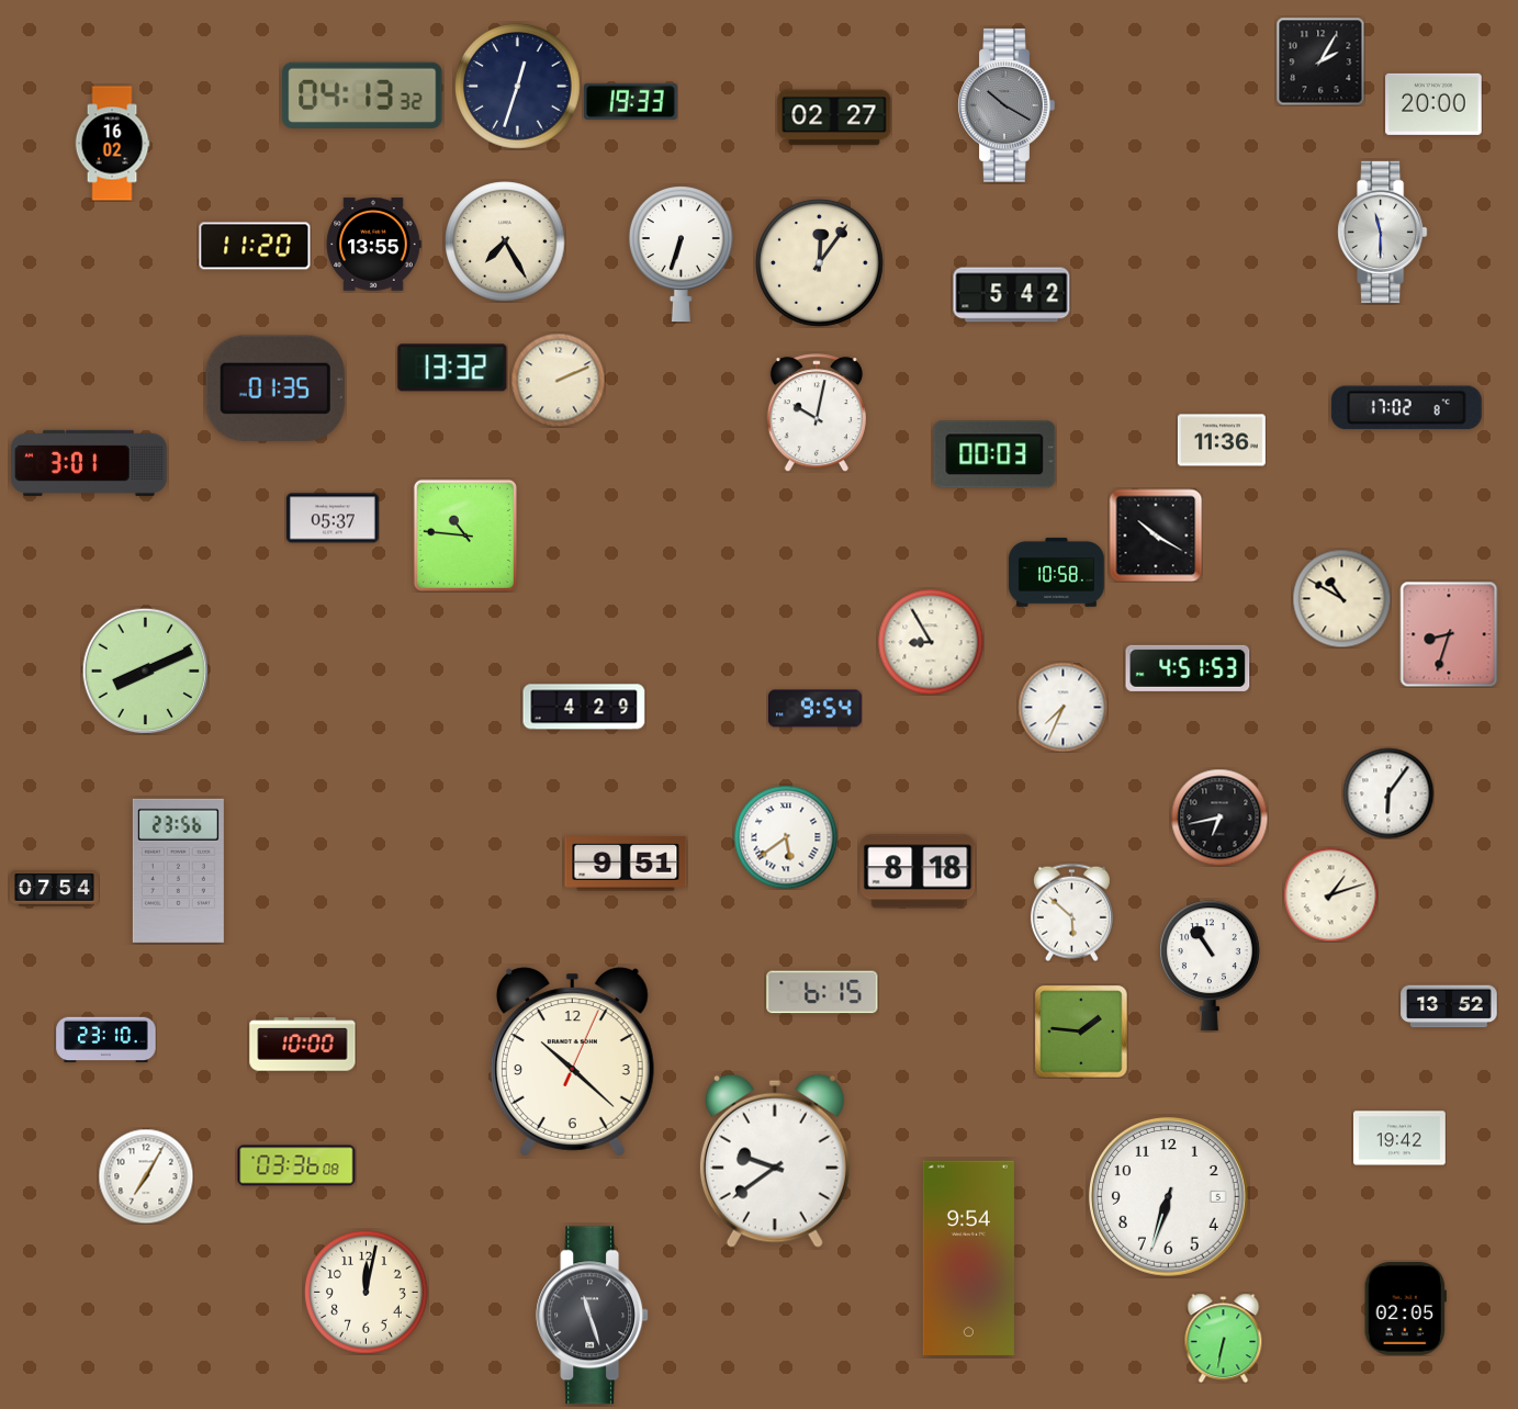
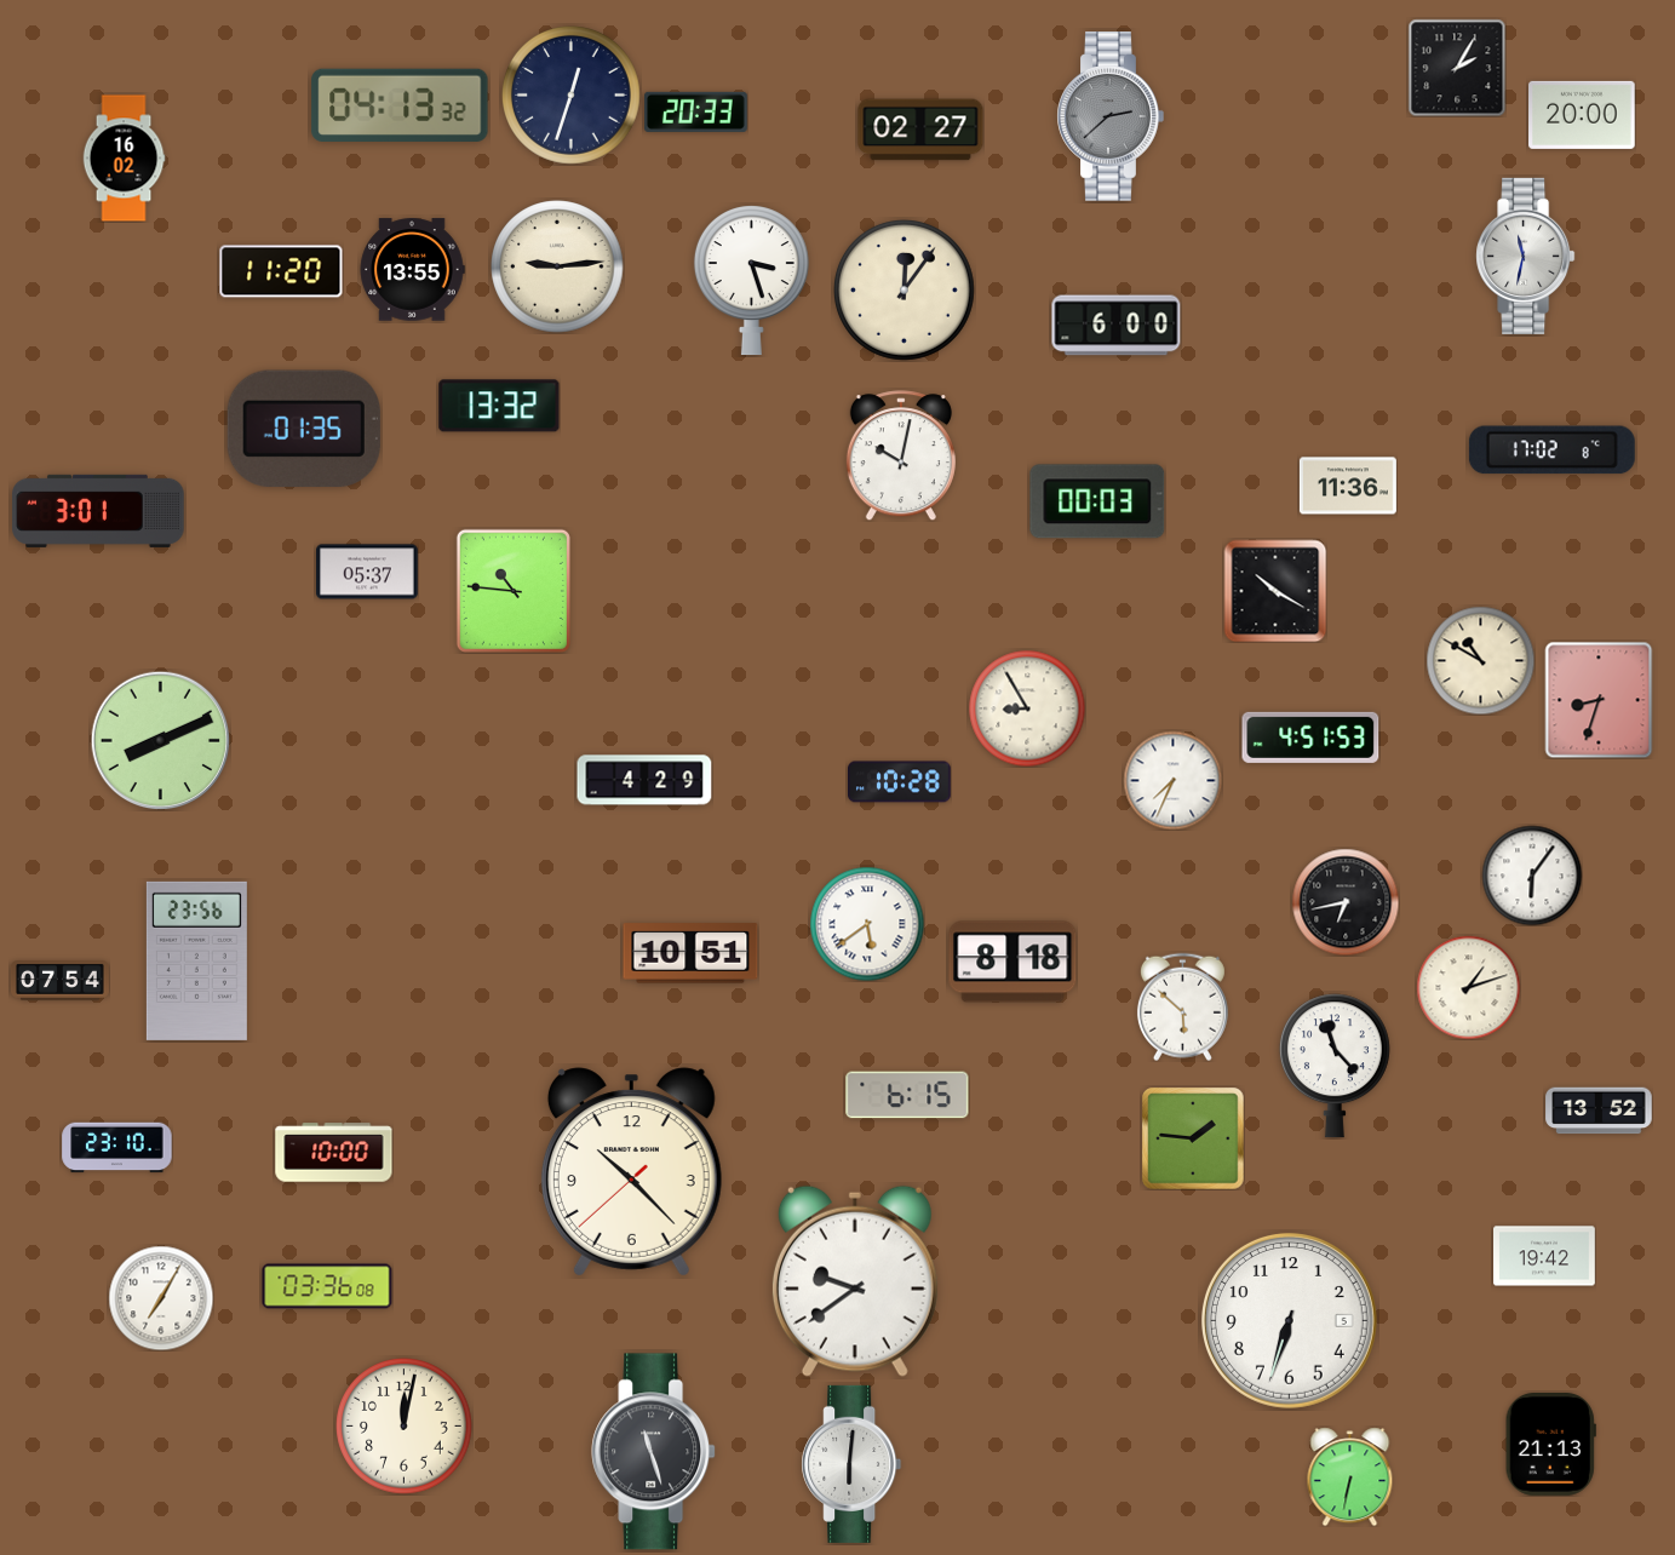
clock at (631, 101): 19:33 -> 20:33
clock at (1007, 105): 10:20 -> 2:38
clock at (1383, 232): 11:30 -> 11:32
clock at (505, 241): 7:25 -> 9:14
clock at (681, 255): 6:33 -> 3:27
clock at (1012, 295): 5:42 -> 6:00
clock at (558, 380): 2:11 -> none
clock at (1057, 573): 10:58 -> none
clock at (816, 709): 9:54 -> 10:28
clock at (626, 864): 9:51 -> 10:51
clock at (1210, 966): 10:54 -> 11:23
clock at (572, 1062): 10:22:04 -> 10:22:38
clock at (968, 1258): 9:54 -> none
clock at (1405, 1309): 02:05 -> 21:13
clock at (851, 1464): none -> 6:01
